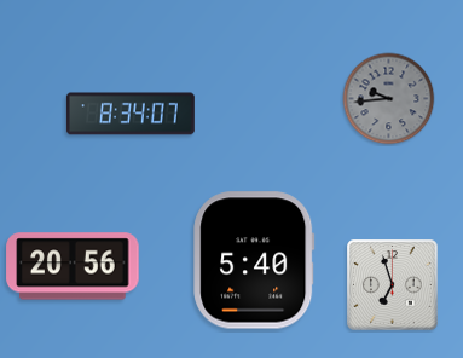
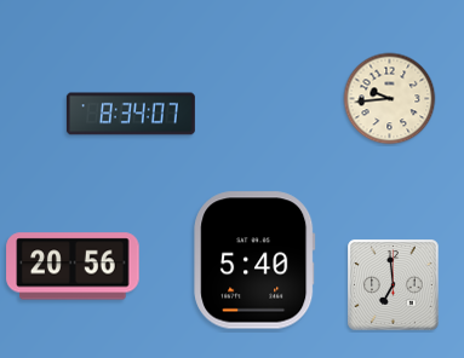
clock at (389, 99) dial: grey -> cream
clock at (393, 285): 6:57 -> 6:59
